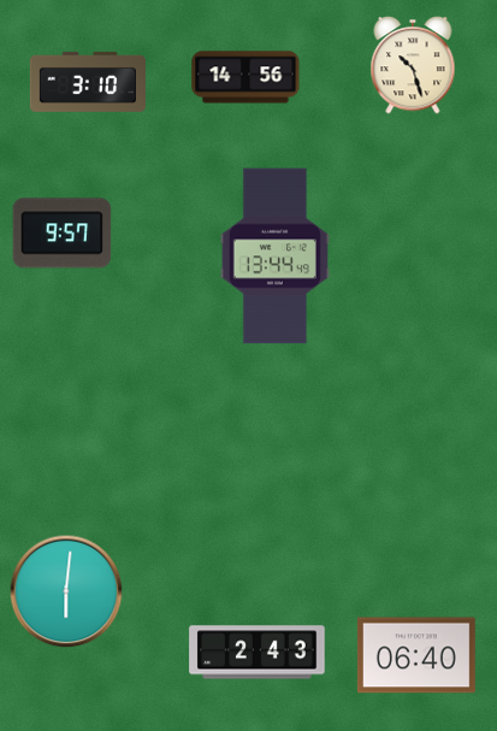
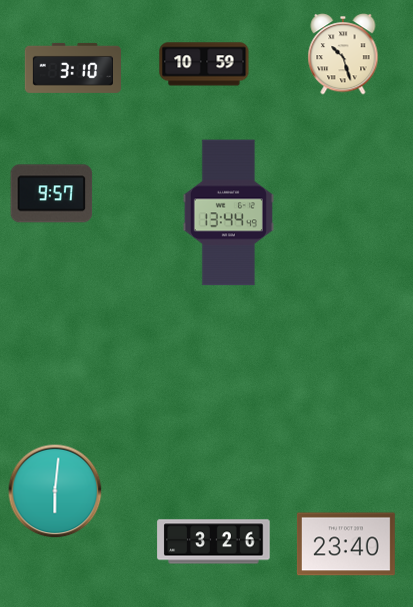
clock at (245, 77): 14:56 -> 10:59
clock at (258, 653): 2:43 -> 3:26
clock at (416, 655): 06:40 -> 23:40
